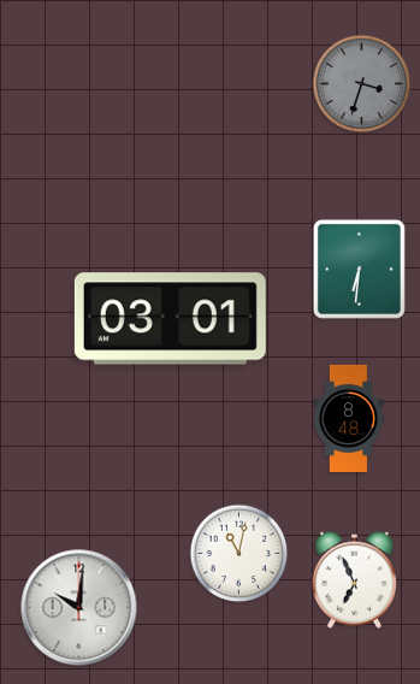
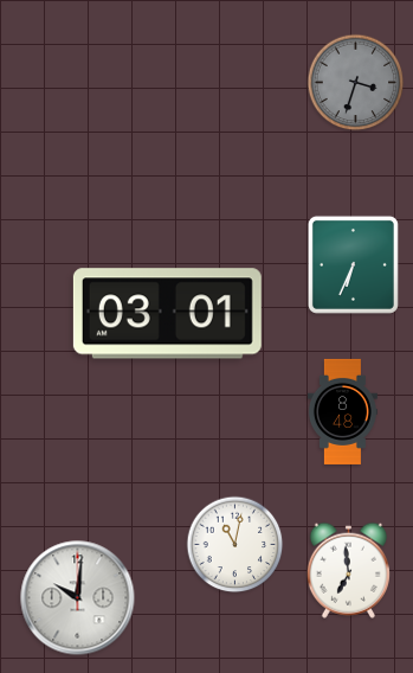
clock at (359, 269): 6:31 -> 6:34
clock at (354, 579): 6:56 -> 6:59
